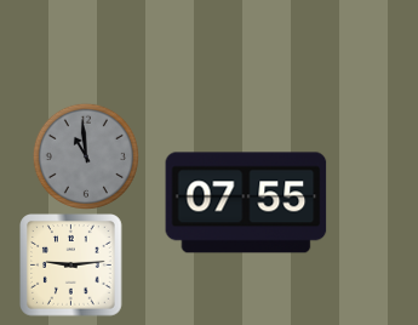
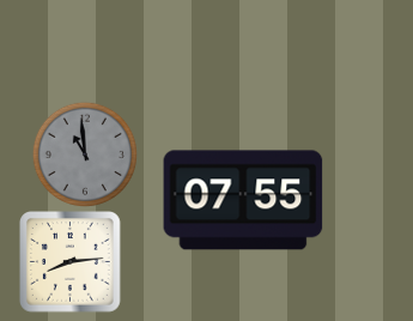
clock at (71, 266): 9:14 -> 8:14
